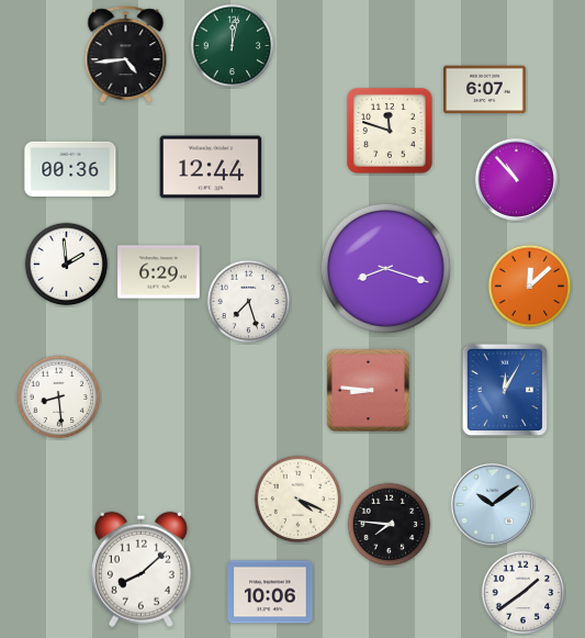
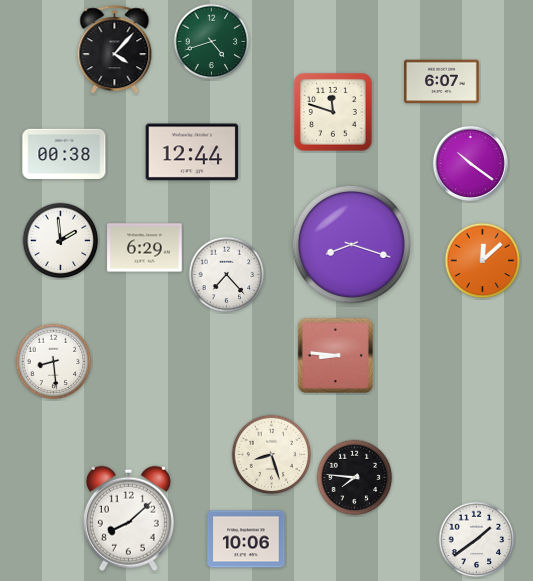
clock at (233, 46): 12:02 -> 4:42
clock at (126, 55): 4:44 -> 4:07
clock at (391, 132) position: (391, 132) -> (334, 113)
clock at (70, 169): 00:36 -> 00:38
clock at (516, 179): 10:53 -> 10:21
clock at (249, 302): 7:27 -> 7:23
clock at (505, 390): 12:05 -> none
clock at (299, 500): 4:19 -> 8:27
clock at (492, 504): 10:09 -> none
